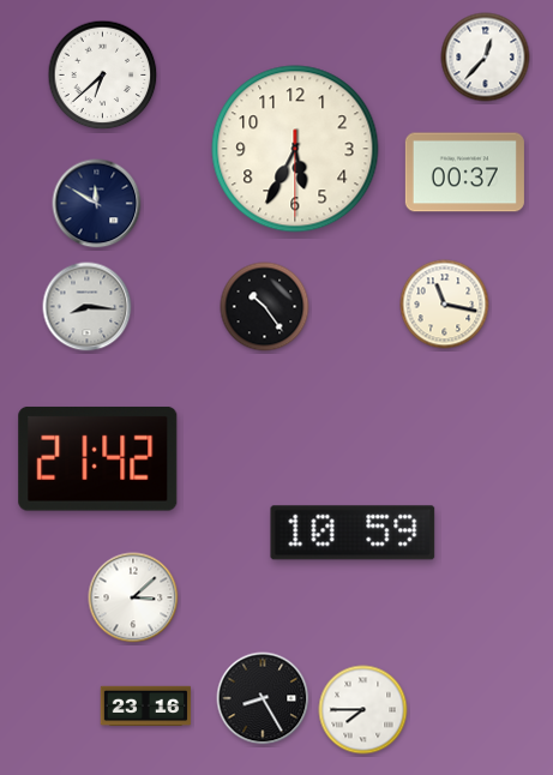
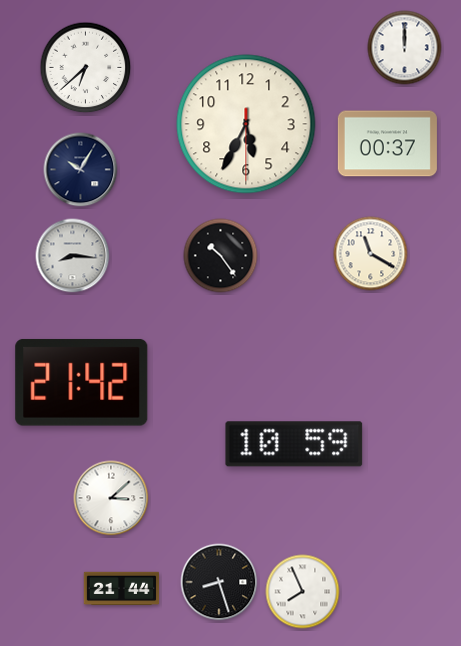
clock at (486, 58): 12:37 -> 12:00
clock at (103, 76) position: (103, 76) -> (86, 68)
clock at (97, 204): 11:50 -> 10:05
clock at (445, 305): 11:17 -> 11:20
clock at (263, 698): 8:25 -> 8:27
clock at (146, 707): 23:16 -> 21:44
clock at (363, 710): 7:45 -> 7:56
